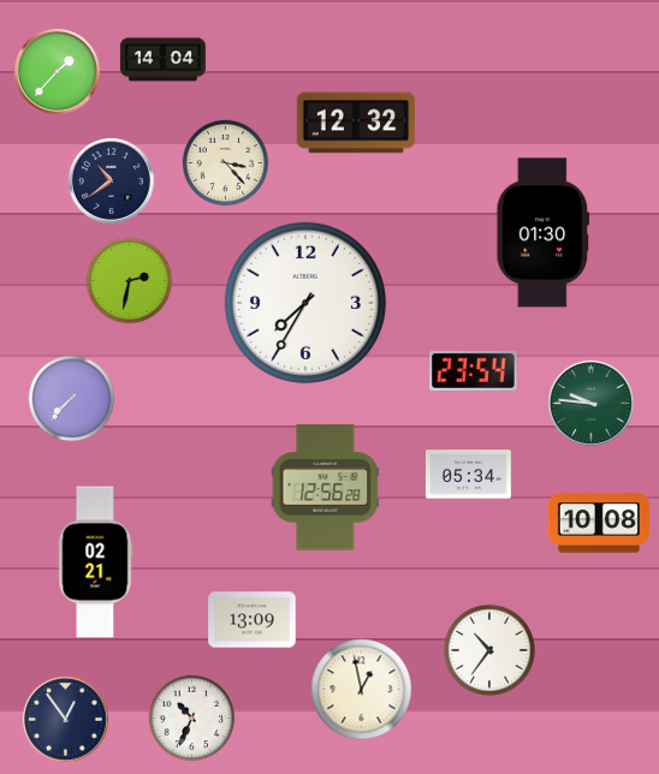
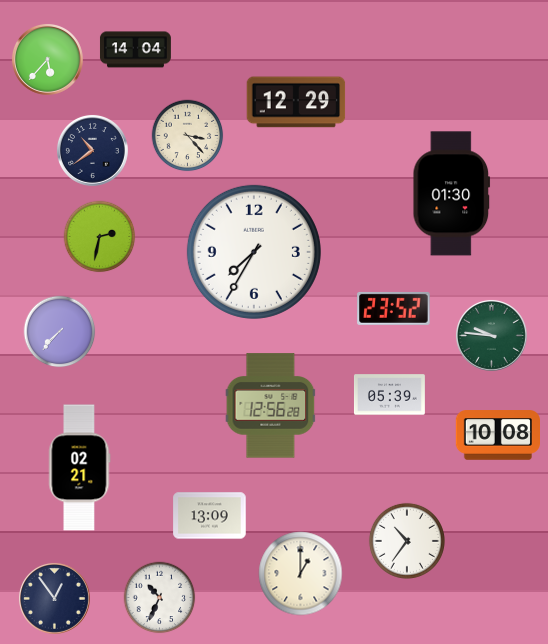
clock at (57, 71): 1:37 -> 5:37
clock at (356, 123): 12:32 -> 12:29
clock at (130, 281) position: (130, 281) -> (100, 237)
clock at (474, 370): 23:54 -> 23:52
clock at (468, 475): 05:34 -> 05:39
clock at (362, 690): 12:58 -> 1:00
